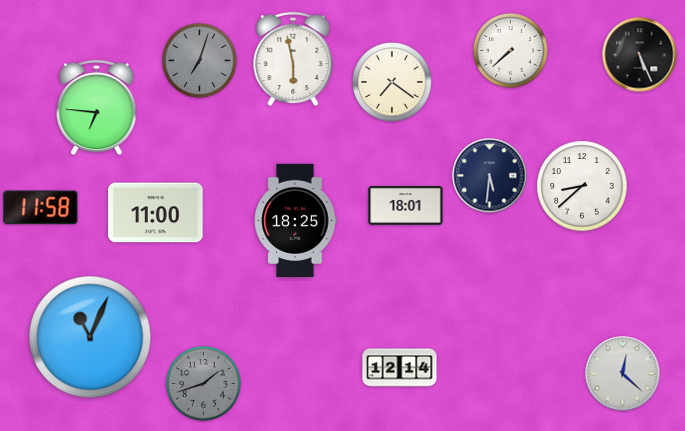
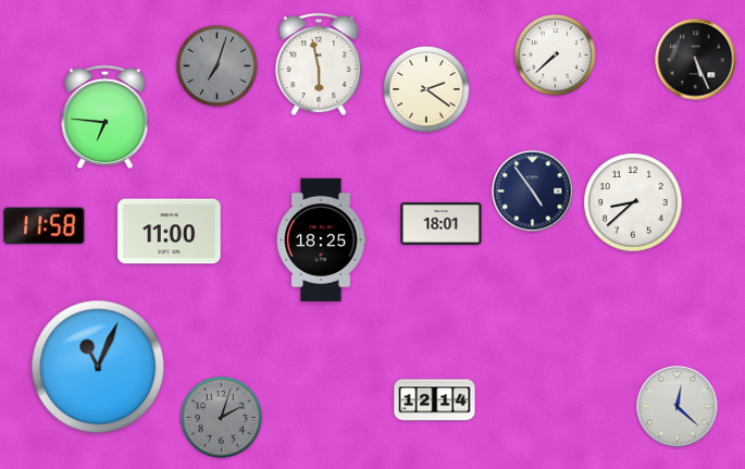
clock at (392, 82): 7:21 -> 2:21
clock at (490, 176): 5:31 -> 4:54
clock at (204, 384): 1:42 -> 2:03
